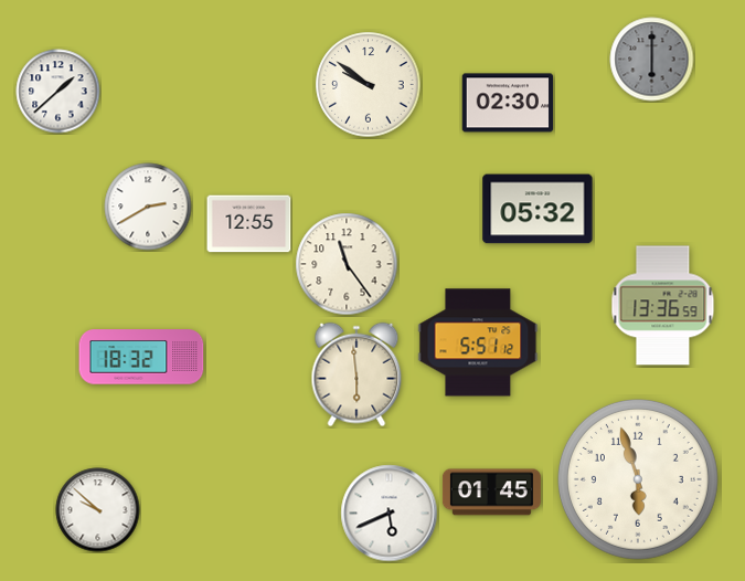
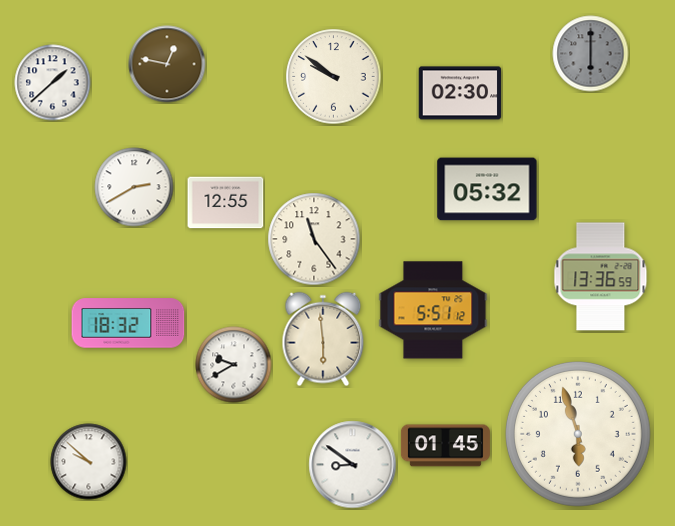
clock at (167, 64): none -> 12:47
clock at (234, 365): none -> 9:40
clock at (390, 514): 5:41 -> 8:51
